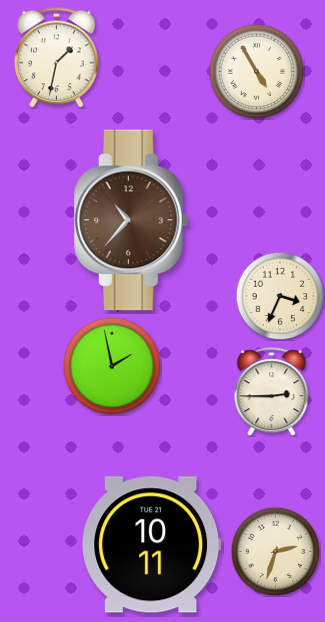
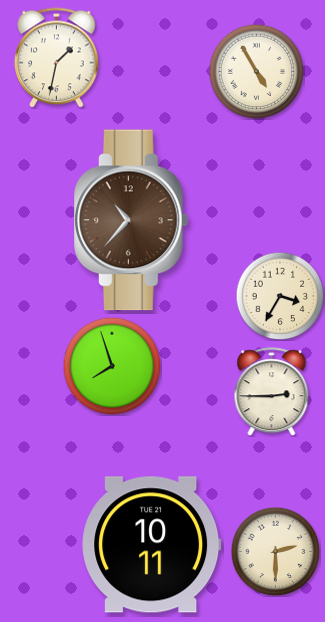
clock at (280, 296): 3:34 -> 3:35
clock at (112, 366): 1:58 -> 7:57
clock at (275, 551): 2:33 -> 2:30
